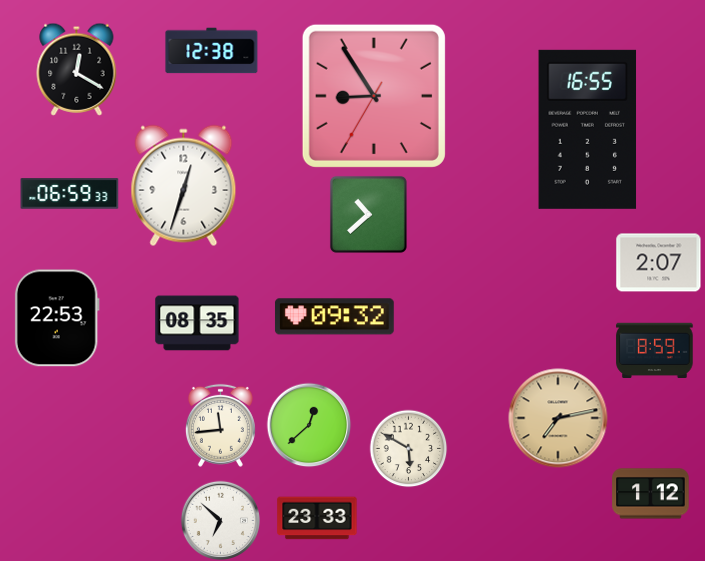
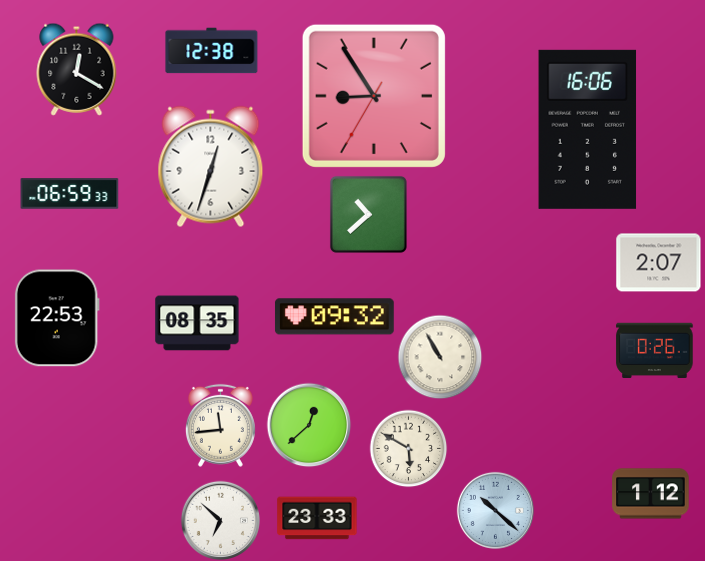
clock at (588, 129): 16:55 -> 16:06
clock at (184, 186) position: (184, 186) -> (211, 167)
clock at (655, 350): 8:59 -> 0:26
clock at (440, 357): none -> 10:55
clock at (558, 418): 7:13 -> none
clock at (495, 510): none -> 10:22
